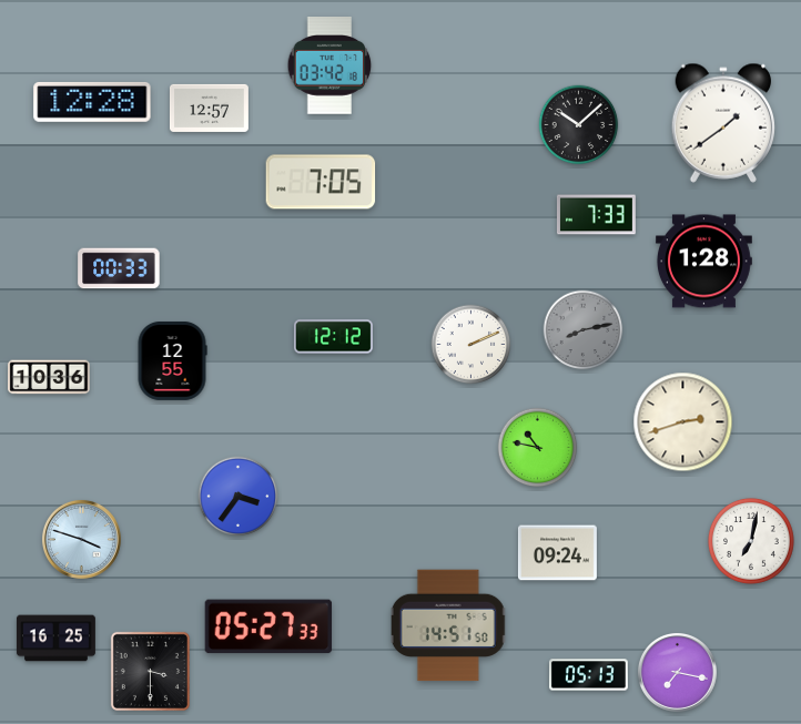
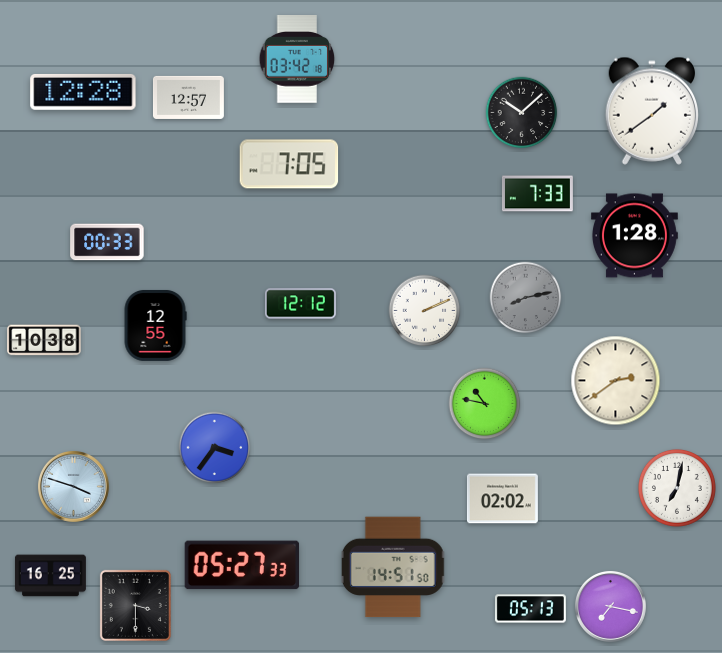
clock at (49, 377): 10:36 -> 10:38
clock at (683, 422): 2:42 -> 2:39
clock at (557, 553): 09:24 -> 02:02
clock at (448, 625) position: (448, 625) -> (393, 567)
